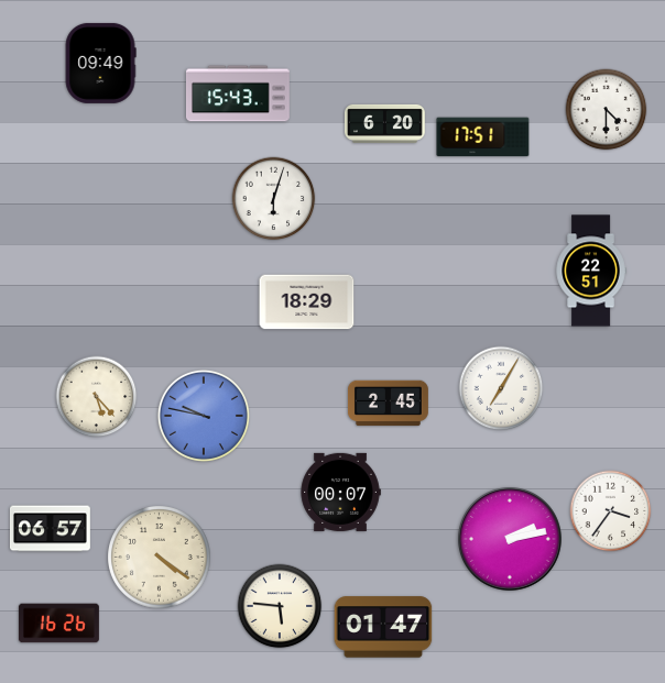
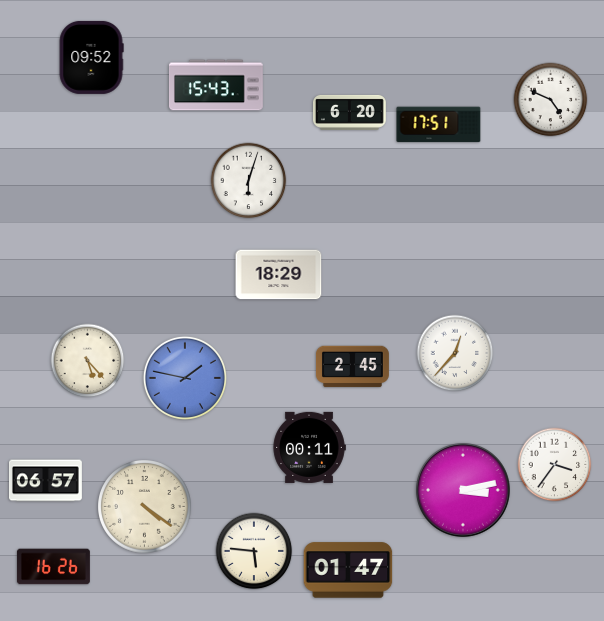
clock at (100, 63): 09:49 -> 09:52
clock at (607, 110): 4:30 -> 4:49
clock at (591, 271): 22:51 -> none
clock at (501, 388): 7:05 -> 12:37
clock at (204, 416): 9:47 -> 1:47
clock at (340, 492): 00:07 -> 00:11
clock at (510, 539): 2:13 -> 3:13
